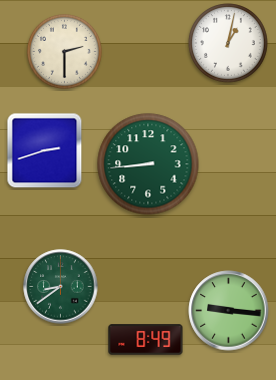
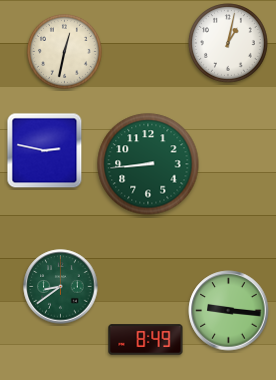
clock at (65, 52): 2:30 -> 12:32
clock at (45, 151): 2:42 -> 2:47
